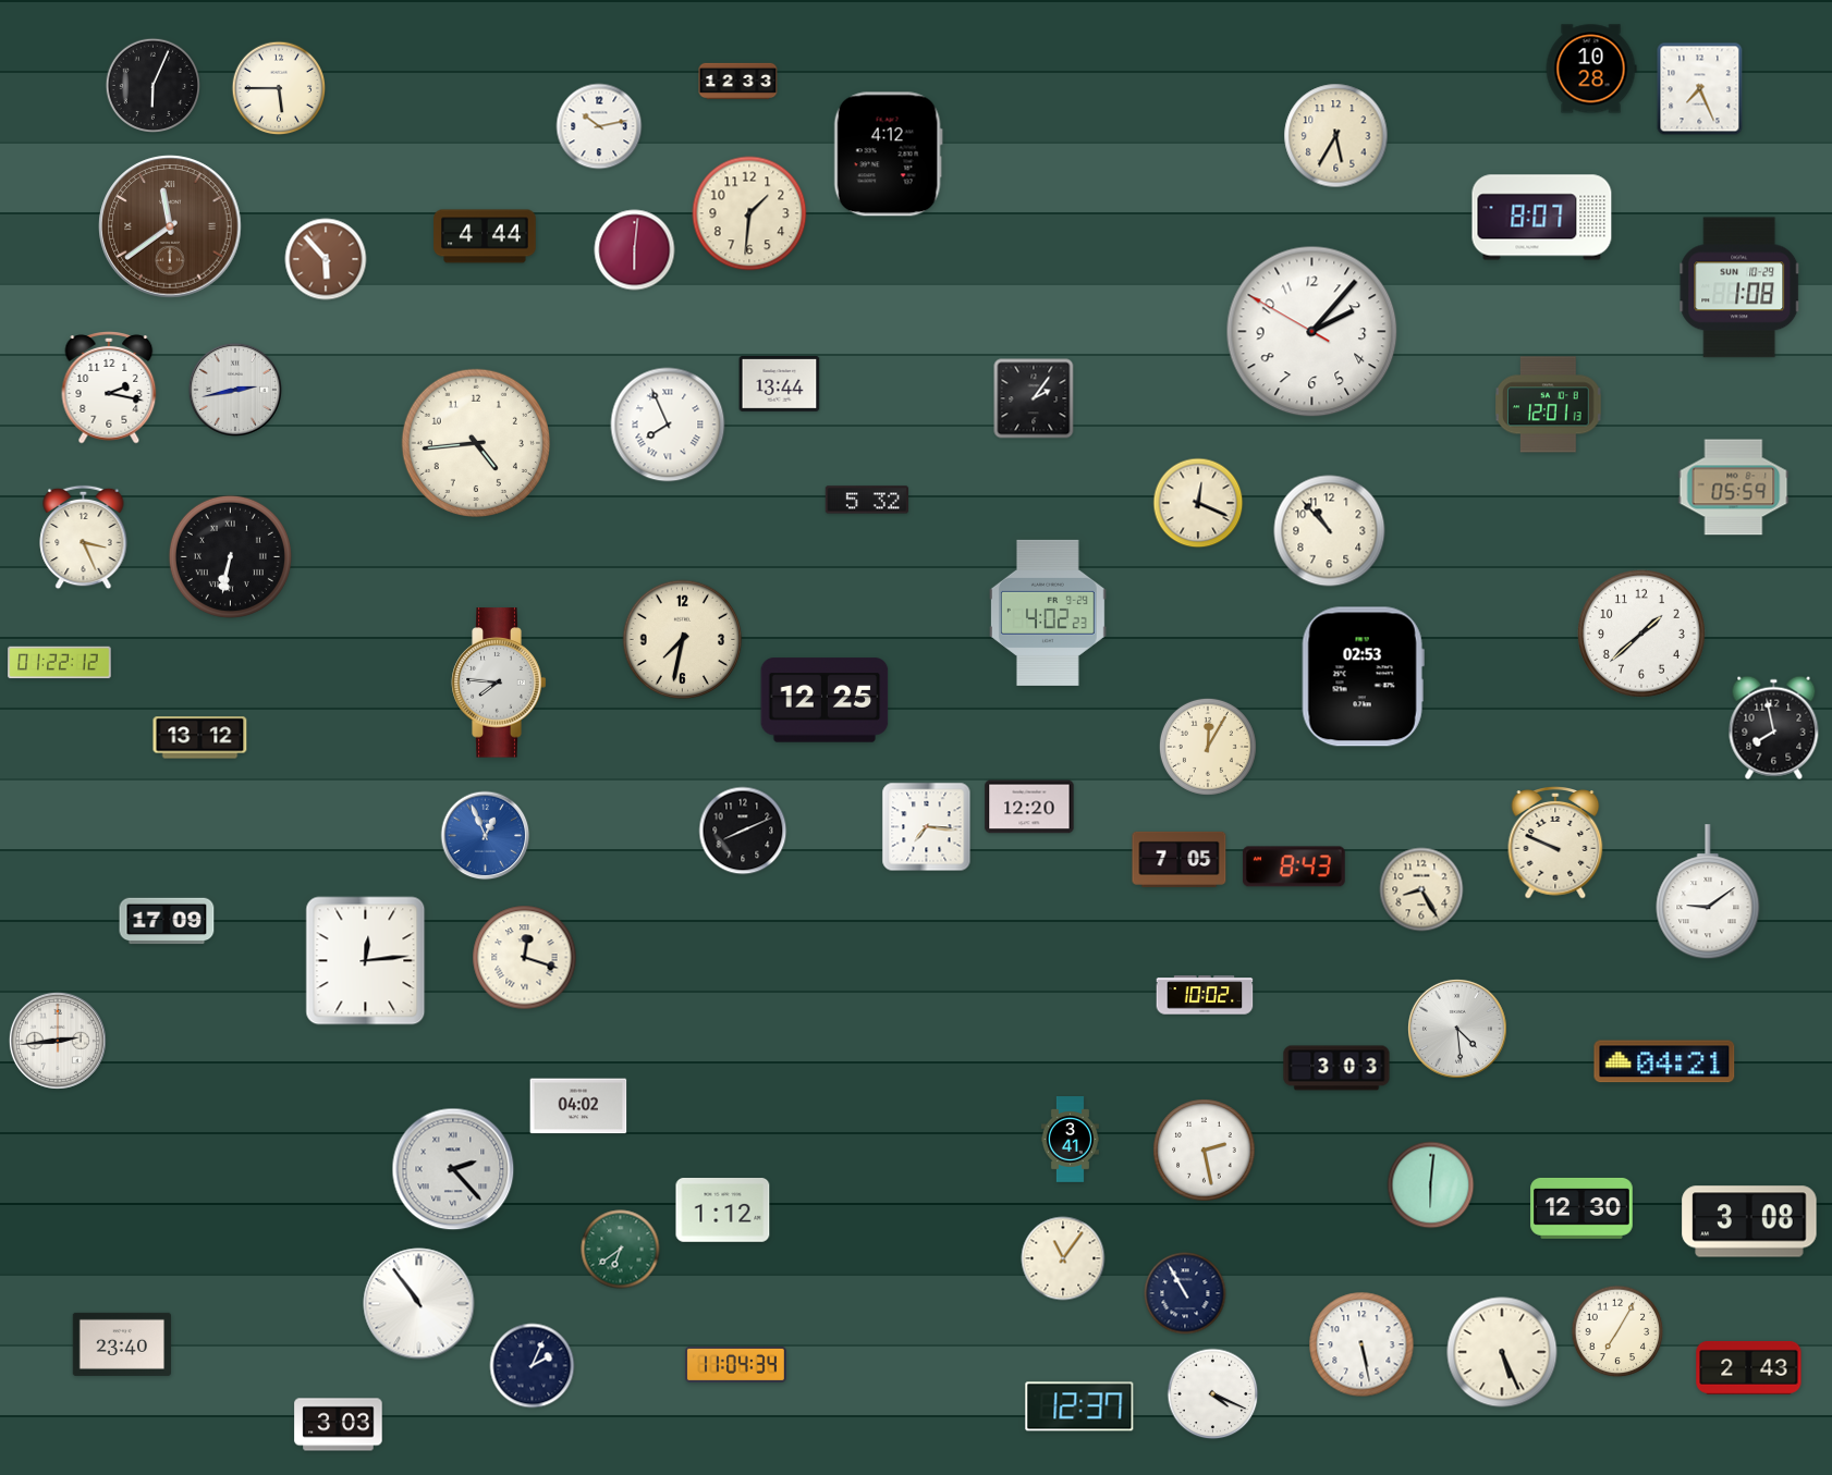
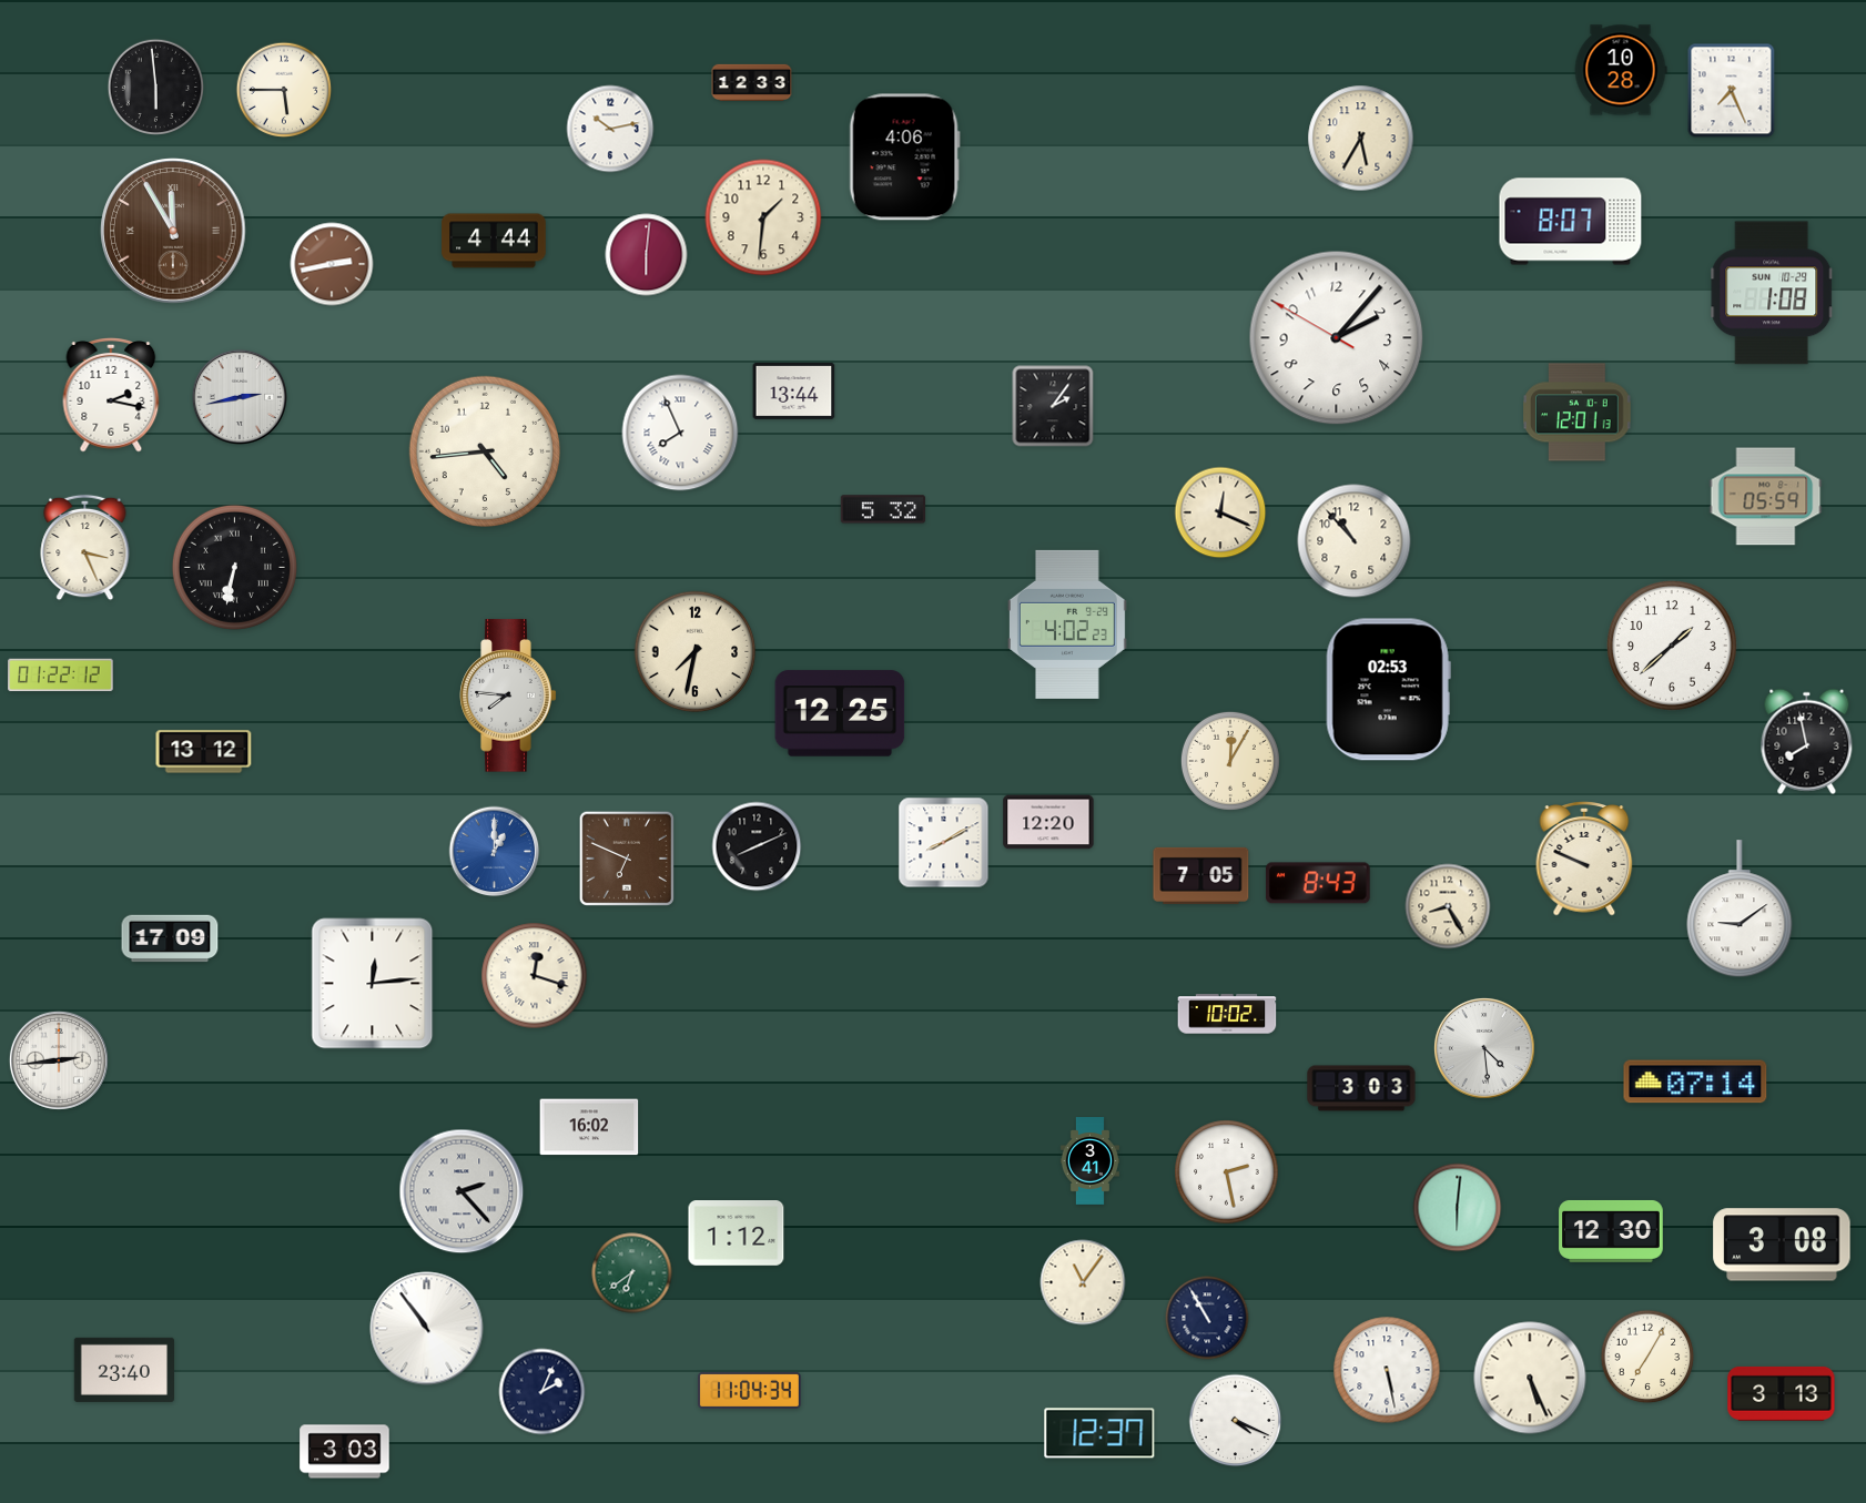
clock at (152, 85): 6:04 -> 5:59
clock at (888, 155): 4:12 -> 4:06
clock at (170, 226): 11:39 -> 11:55
clock at (326, 259): 5:53 -> 2:43
clock at (927, 827): 7:16 -> 8:10
clock at (486, 836): 12:56 -> 1:00
clock at (626, 857): none -> 6:49
clock at (366, 961) position: (366, 961) -> (373, 984)
clock at (1664, 1061): 04:21 -> 07:14
clock at (578, 1106): 04:02 -> 16:02
clock at (1749, 1367): 2:43 -> 3:13
